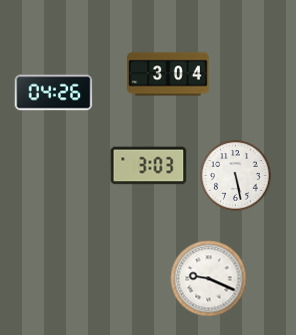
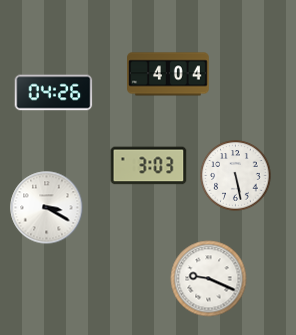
clock at (168, 74): 3:04 -> 4:04
clock at (47, 208): none -> 3:20
